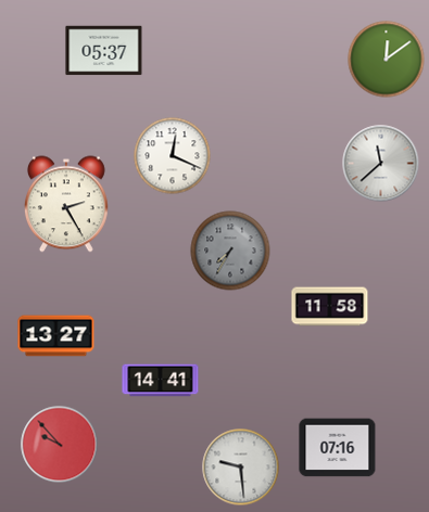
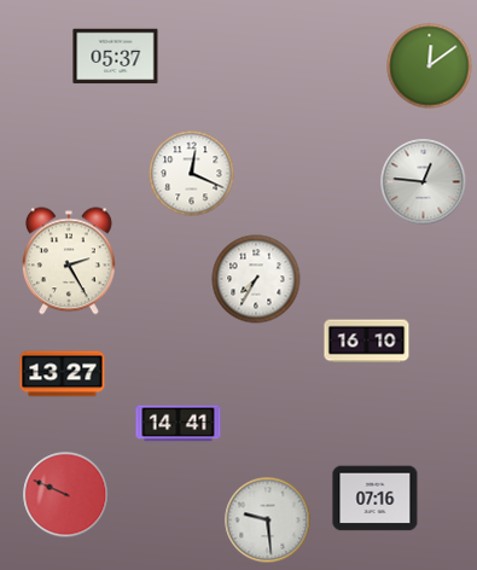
clock at (381, 164): 11:38 -> 12:46
clock at (66, 204) position: (66, 204) -> (69, 261)
clock at (230, 251) dial: grey -> white
clock at (330, 307): 11:58 -> 16:10
clock at (60, 445): 9:53 -> 9:49
